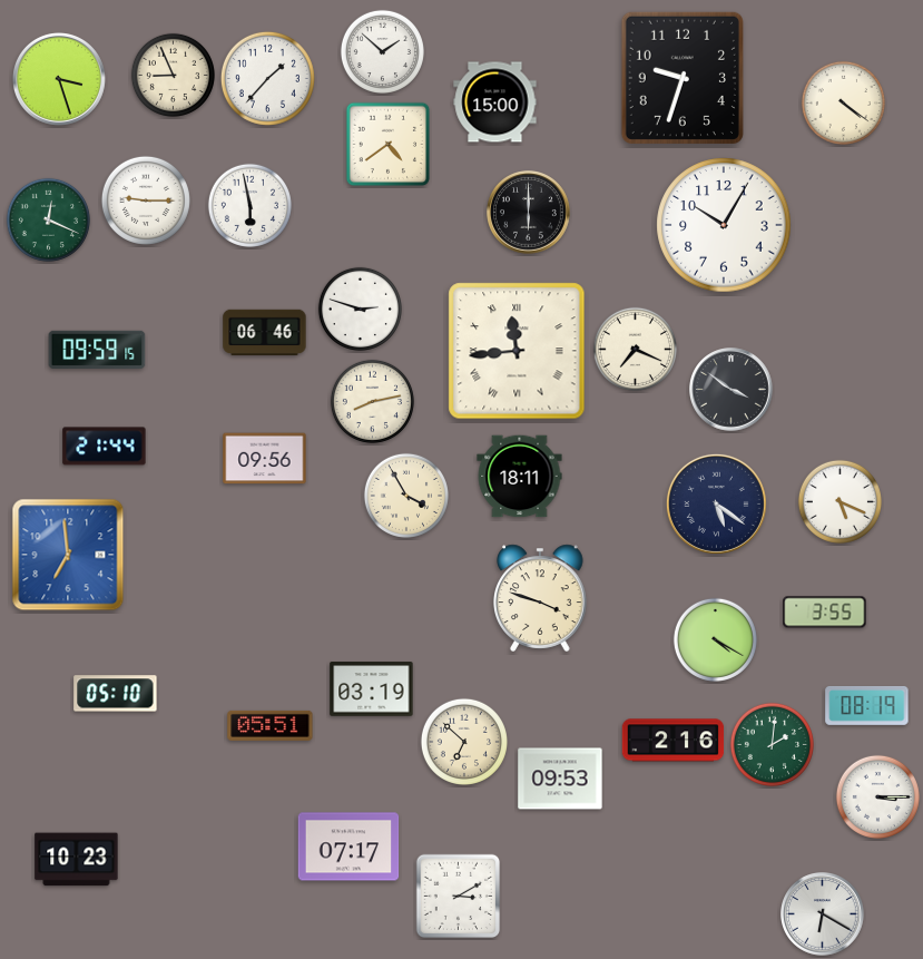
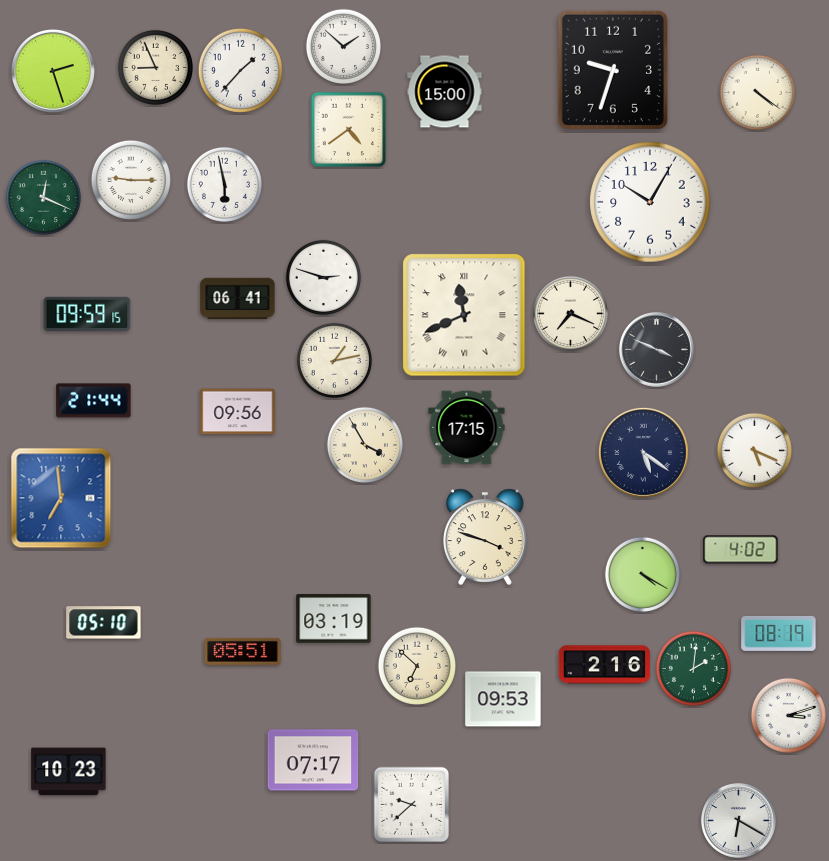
clock at (59, 79): 3:27 -> 2:27
clock at (529, 213): 6:00 -> none
clock at (265, 333): 06:46 -> 06:41
clock at (517, 351): 11:44 -> 11:41
clock at (731, 390): 3:51 -> 3:49
clock at (372, 401): 8:13 -> 1:13
clock at (520, 477): 18:11 -> 17:15
clock at (825, 613): 3:55 -> 4:02
clock at (877, 796): 3:15 -> 3:12
clock at (459, 897): 3:10 -> 9:38
